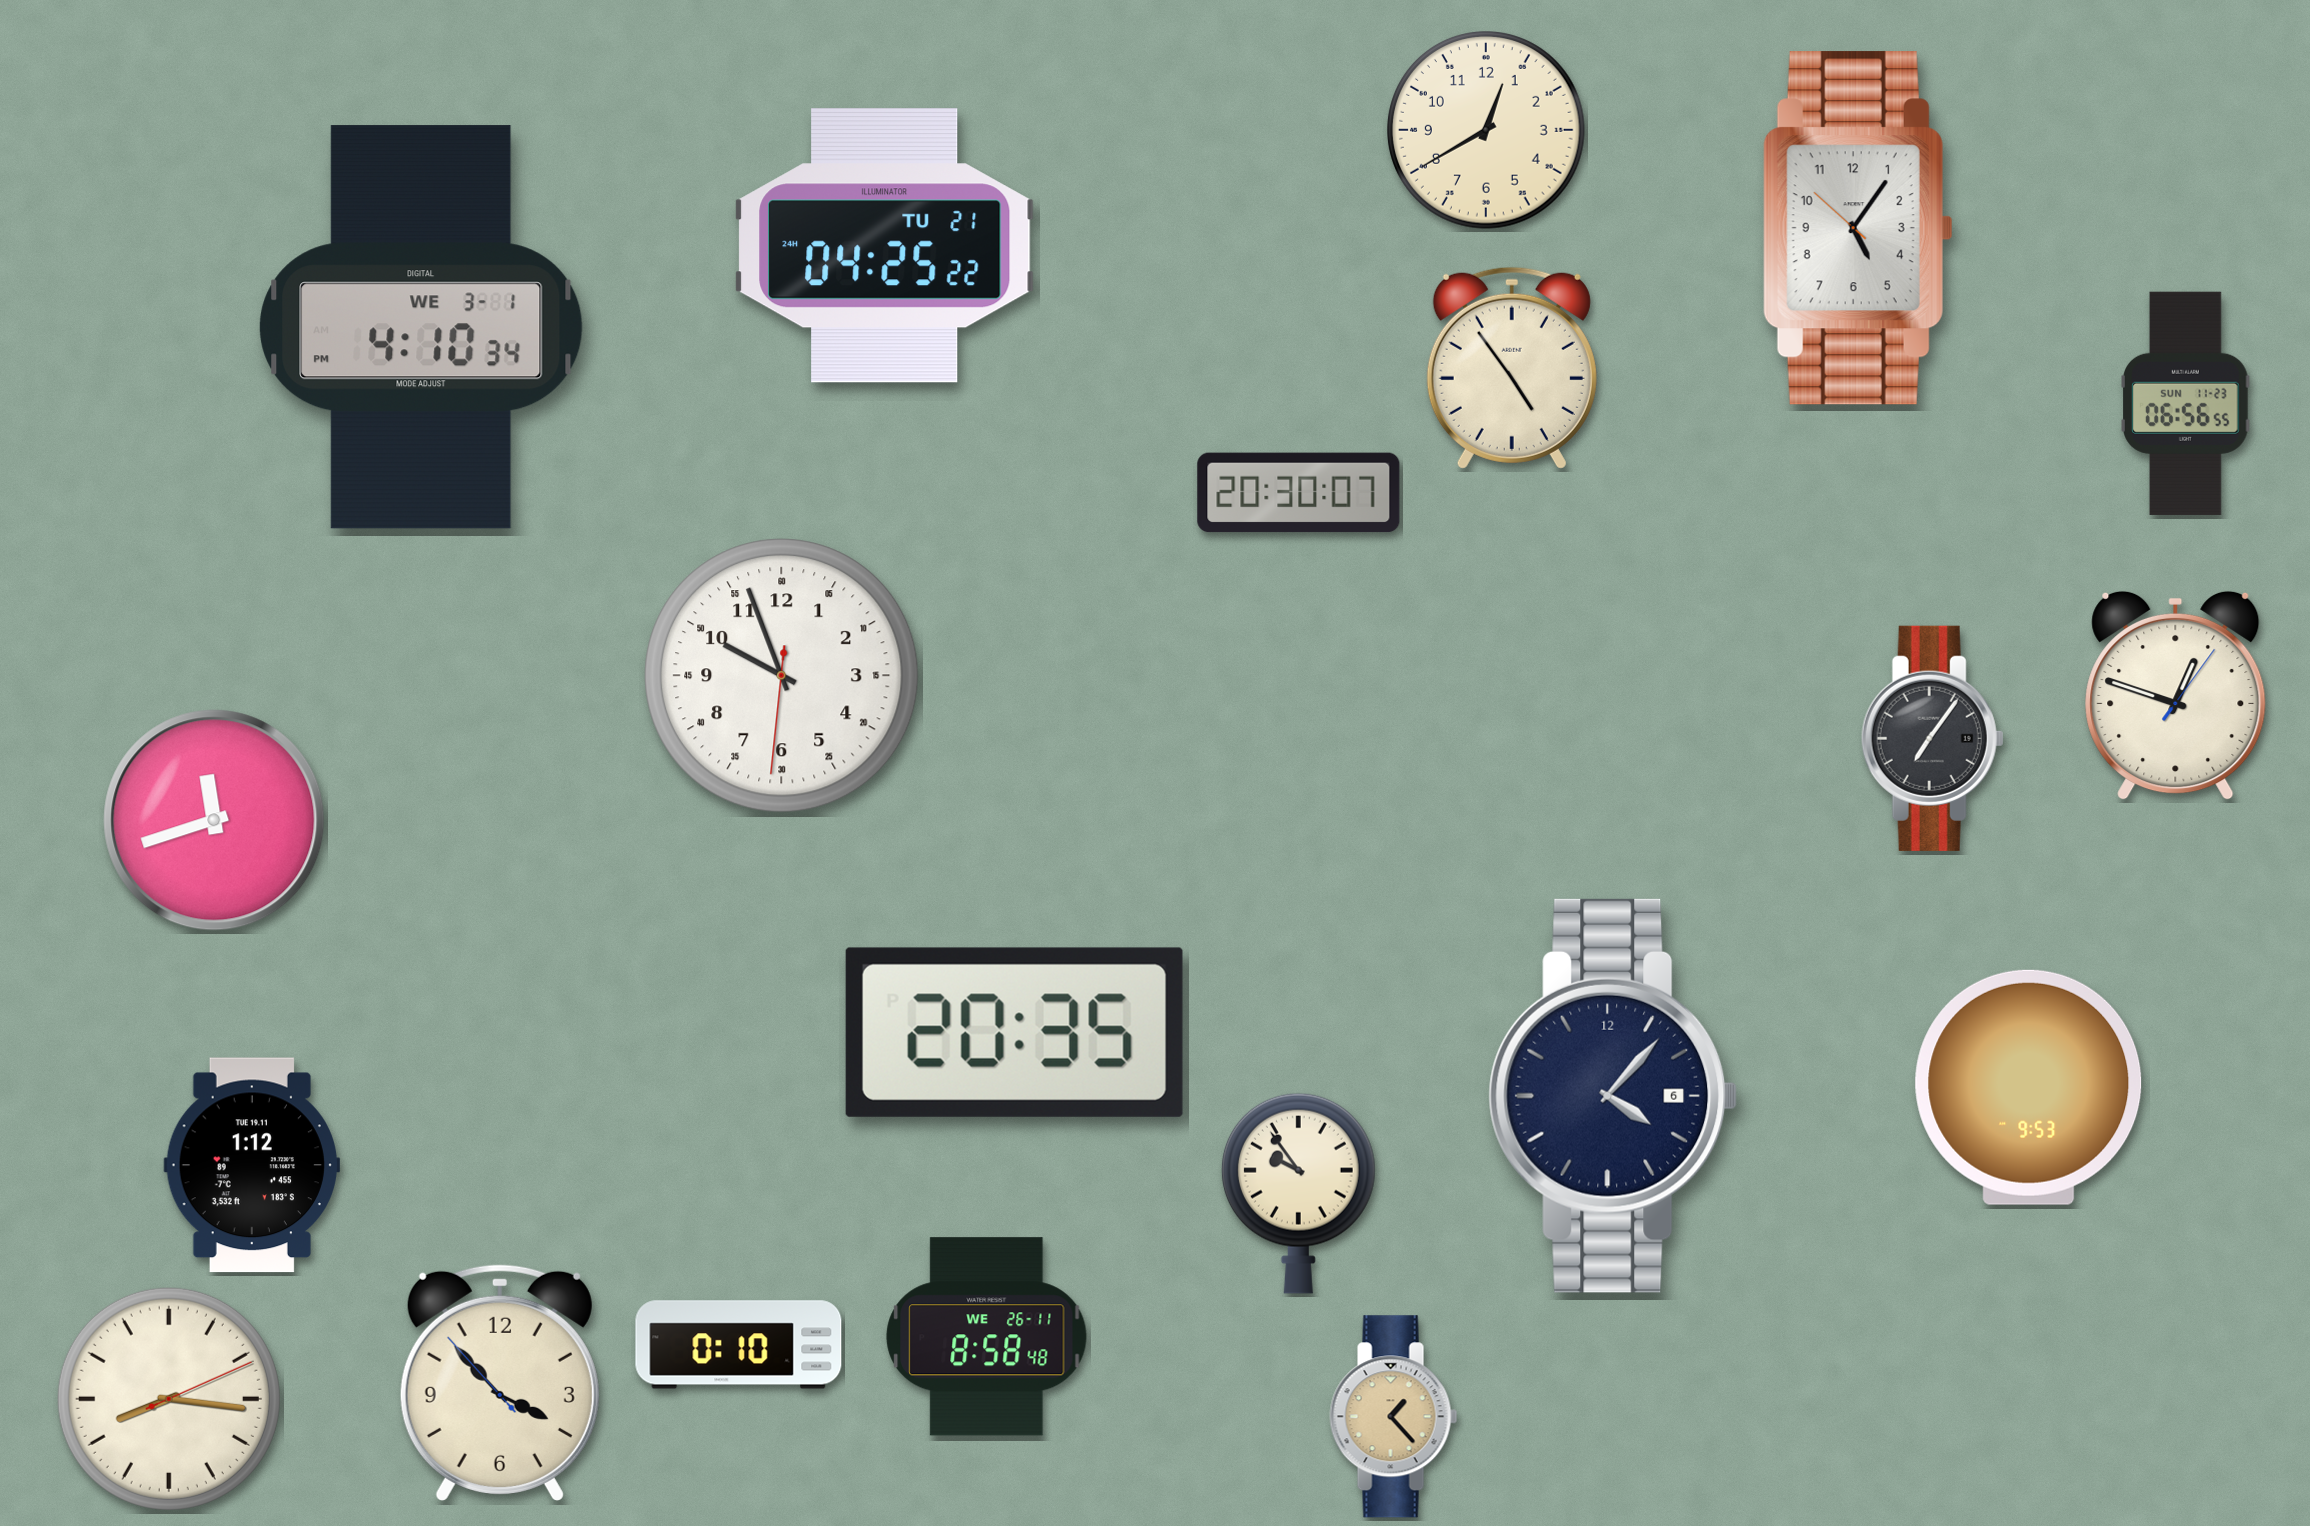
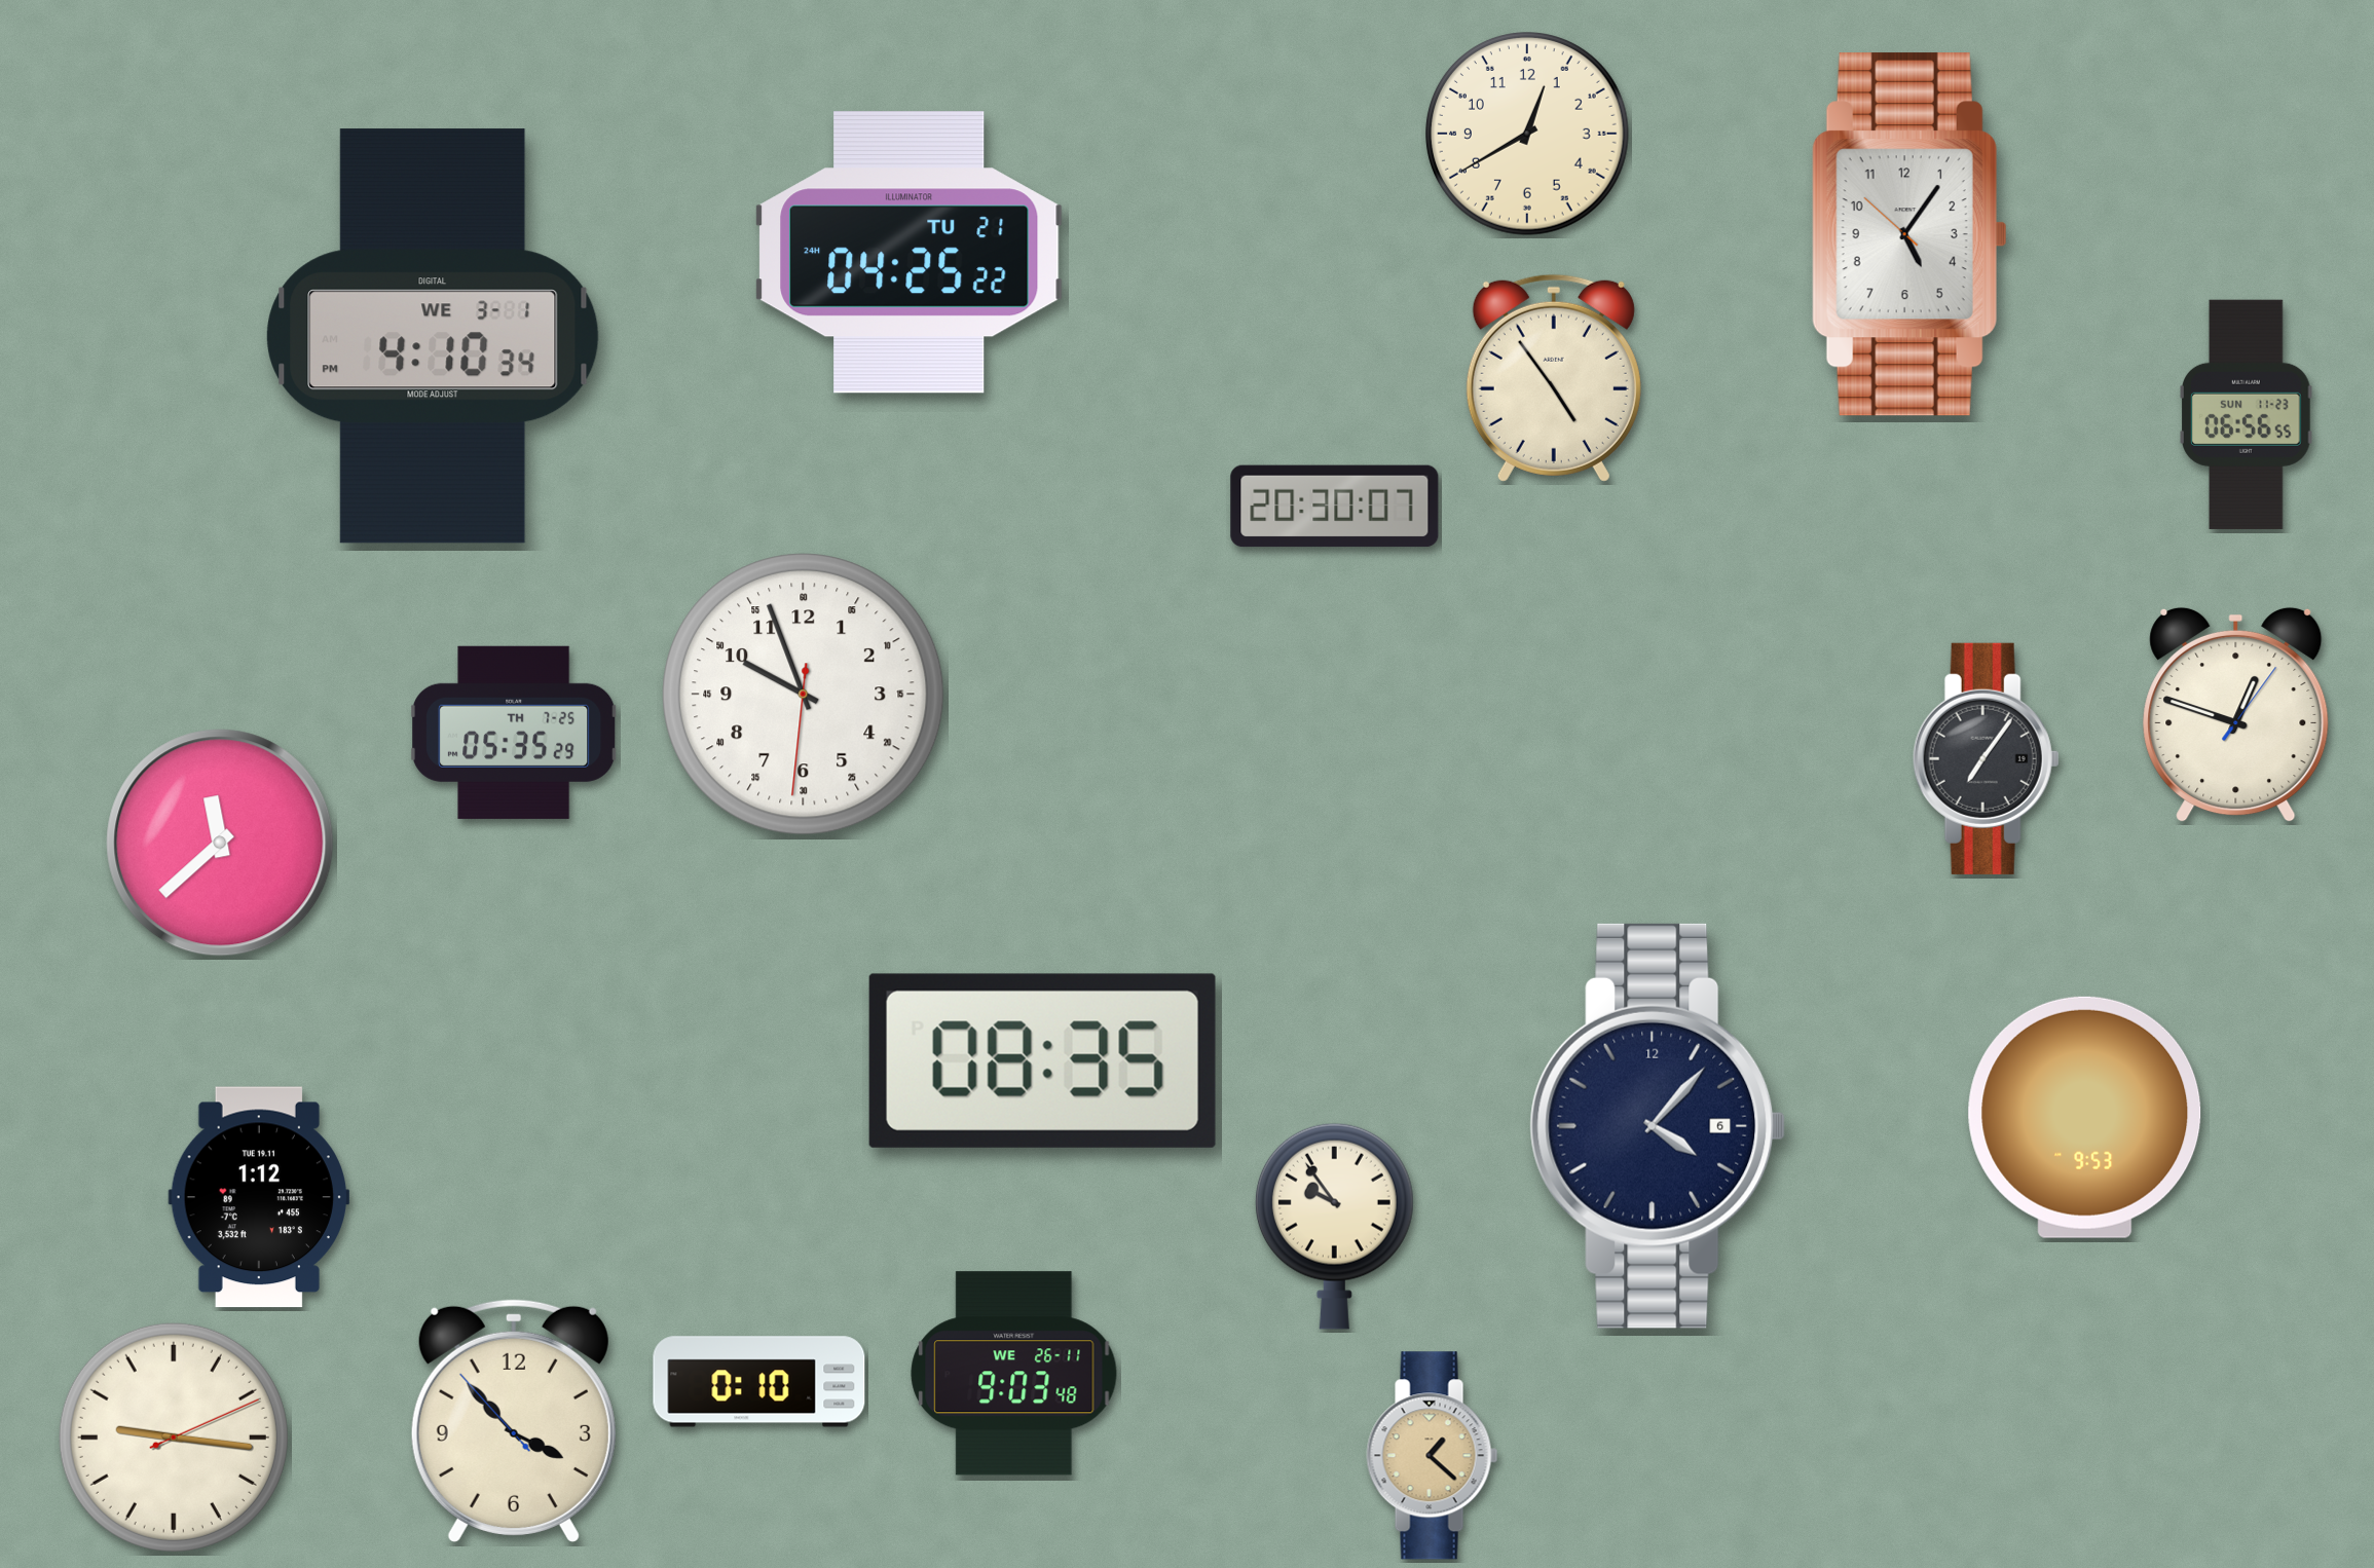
clock at (515, 733): none -> 05:35
clock at (214, 820): 11:42 -> 11:38
clock at (1014, 1032): 20:35 -> 08:35
clock at (987, 1337): 8:58 -> 9:03
clock at (169, 1399): 8:16 -> 9:16
clock at (1394, 1417): 1:23 -> 1:22
